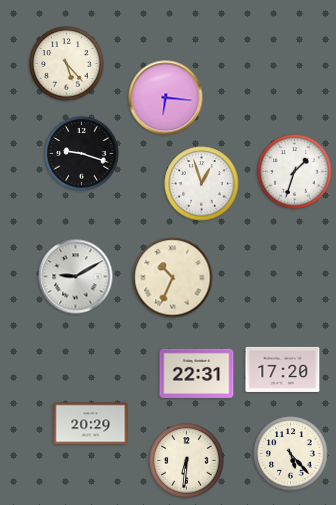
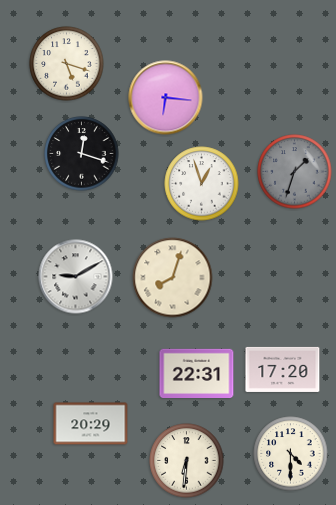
clock at (67, 64): 5:23 -> 5:18
clock at (82, 154): 9:18 -> 12:18
clock at (295, 172) dial: white -> grey
clock at (173, 278): 10:34 -> 8:03
clock at (291, 454): 5:23 -> 4:30
